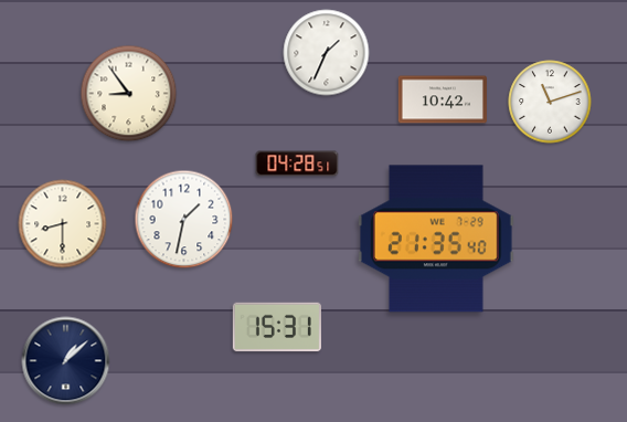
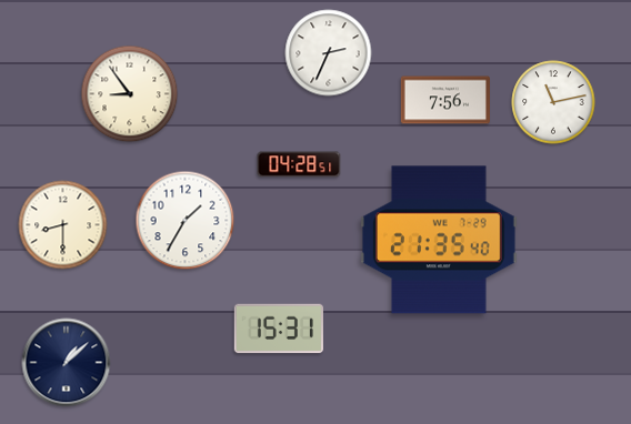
clock at (327, 53): 1:34 -> 2:34
clock at (443, 99): 10:42 -> 7:56
clock at (550, 102): 11:12 -> 11:13
clock at (184, 220): 1:32 -> 1:35
